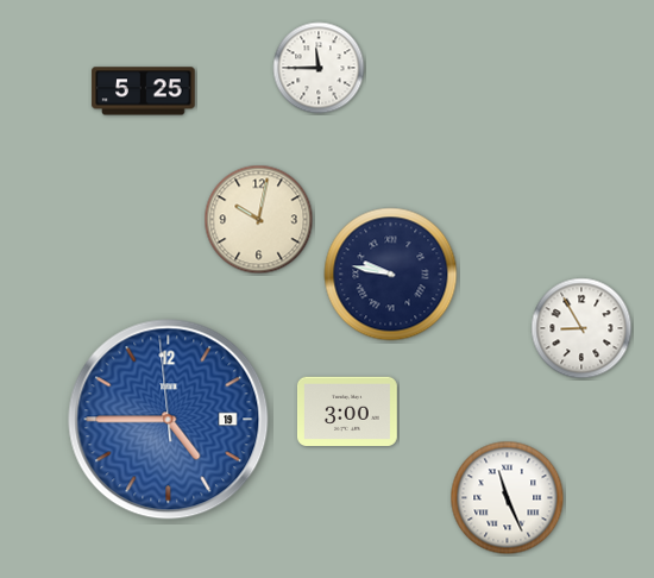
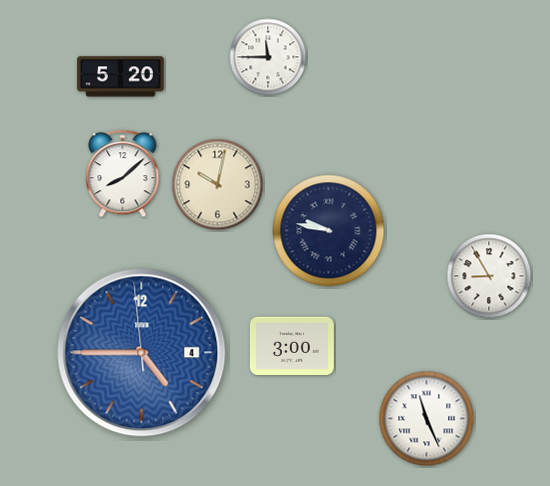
clock at (144, 92): 5:25 -> 5:20
clock at (123, 174): none -> 8:08
clock at (169, 420) date: 19 -> 4
